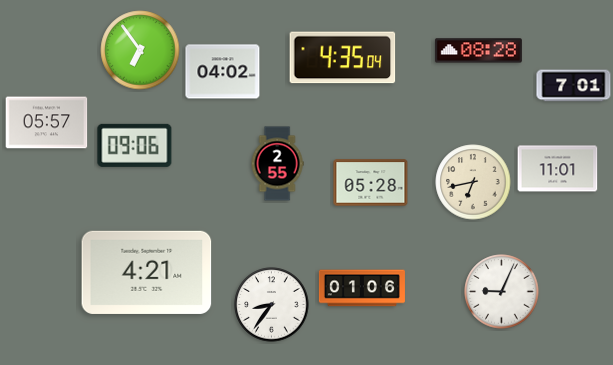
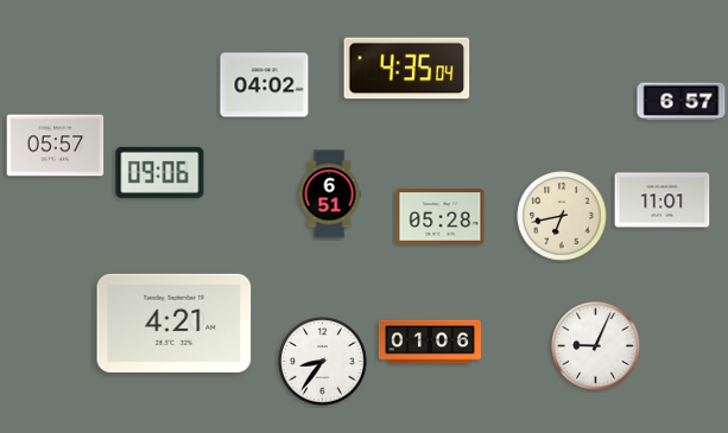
clock at (140, 50): 6:54 -> none
clock at (478, 51): 08:28 -> none
clock at (574, 86): 7:01 -> 6:57
clock at (277, 164): 2:55 -> 6:51
